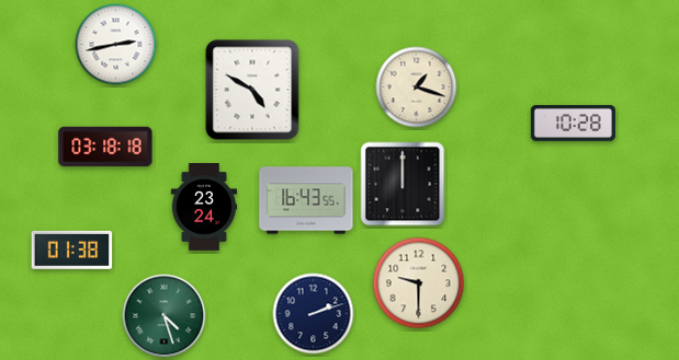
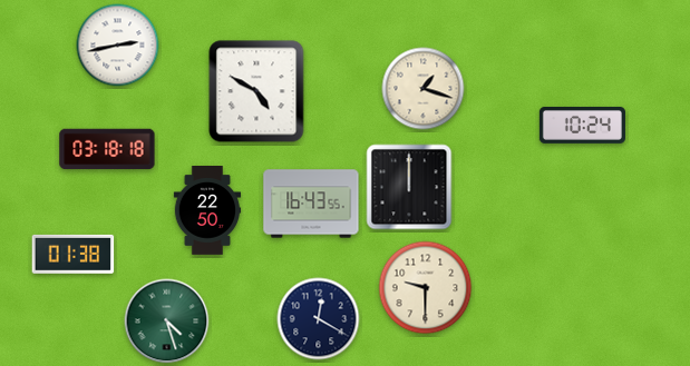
clock at (573, 123): 10:28 -> 10:24
clock at (204, 207): 23:24 -> 22:50
clock at (314, 314): 2:12 -> 12:20
